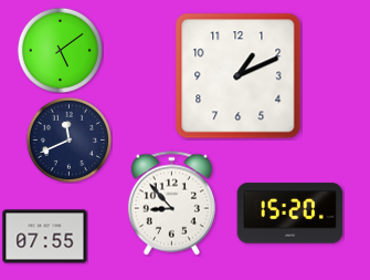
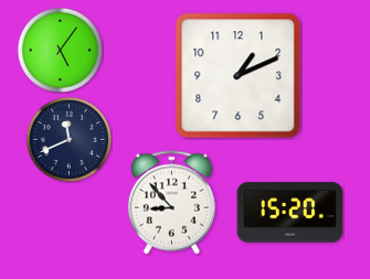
clock at (60, 50): 5:09 -> 5:06
clock at (45, 237): 07:55 -> none
